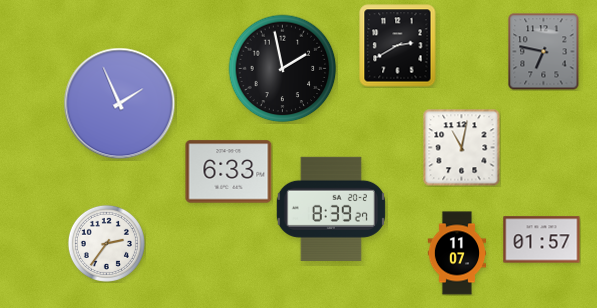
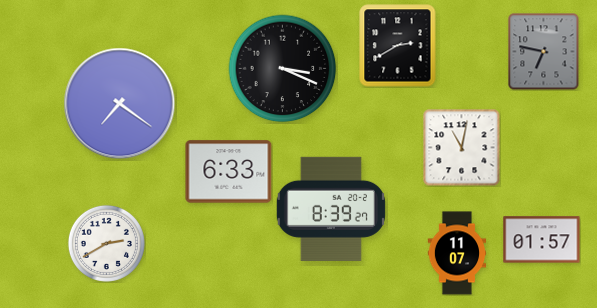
clock at (283, 69): 1:58 -> 3:19
clock at (120, 104): 1:56 -> 7:21
clock at (106, 243): 2:36 -> 2:40
